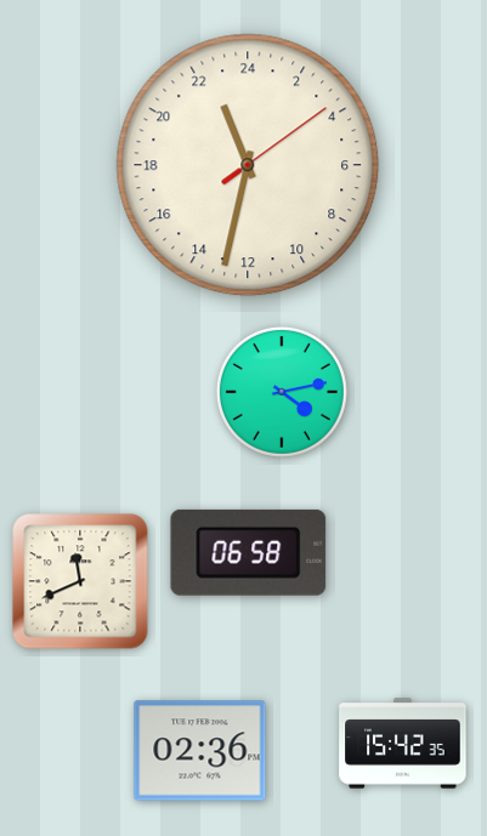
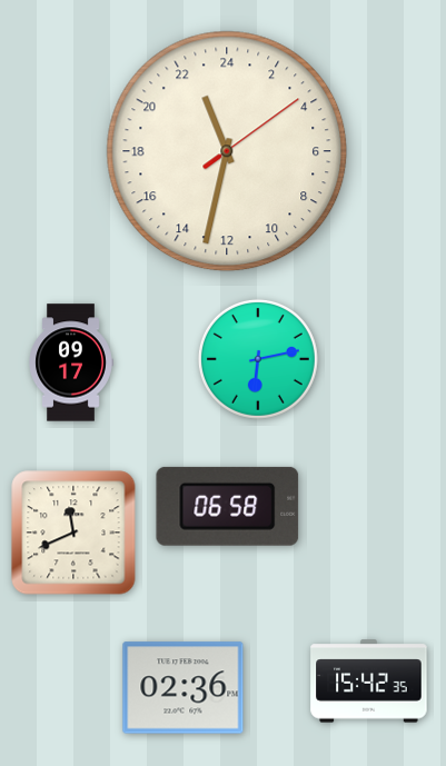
clock at (282, 392): 4:13 -> 6:13
clock at (71, 362): none -> 09:17
